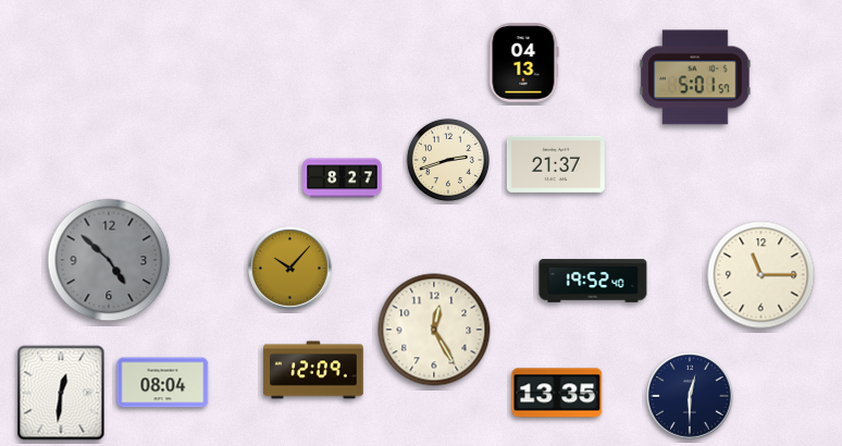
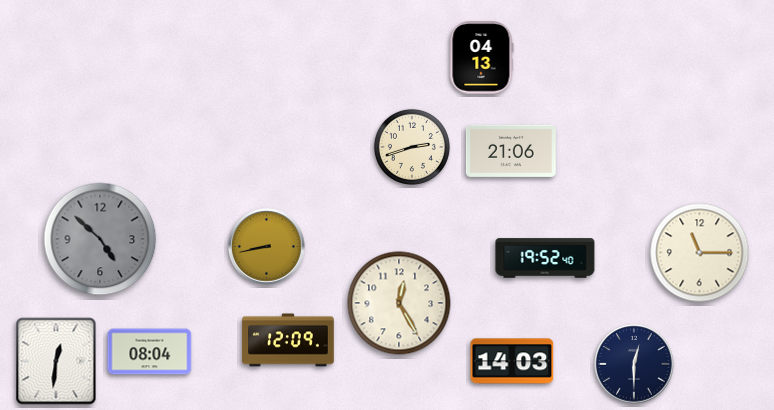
clock at (696, 77): 5:01 -> none
clock at (556, 164): 21:37 -> 21:06
clock at (343, 178): 8:27 -> none
clock at (290, 269): 10:07 -> 8:43
clock at (557, 393): 13:35 -> 14:03
